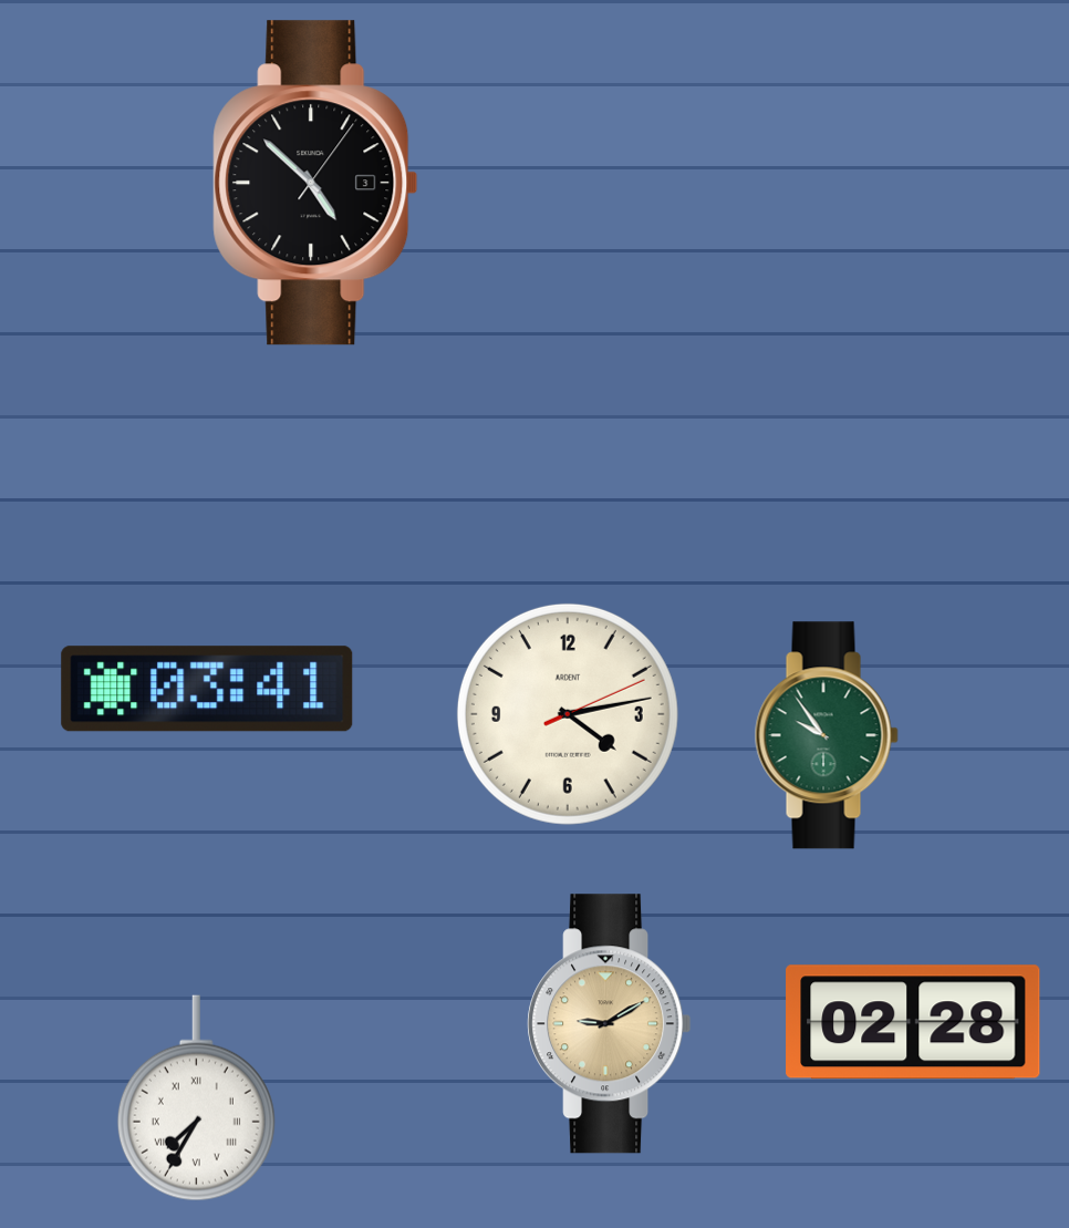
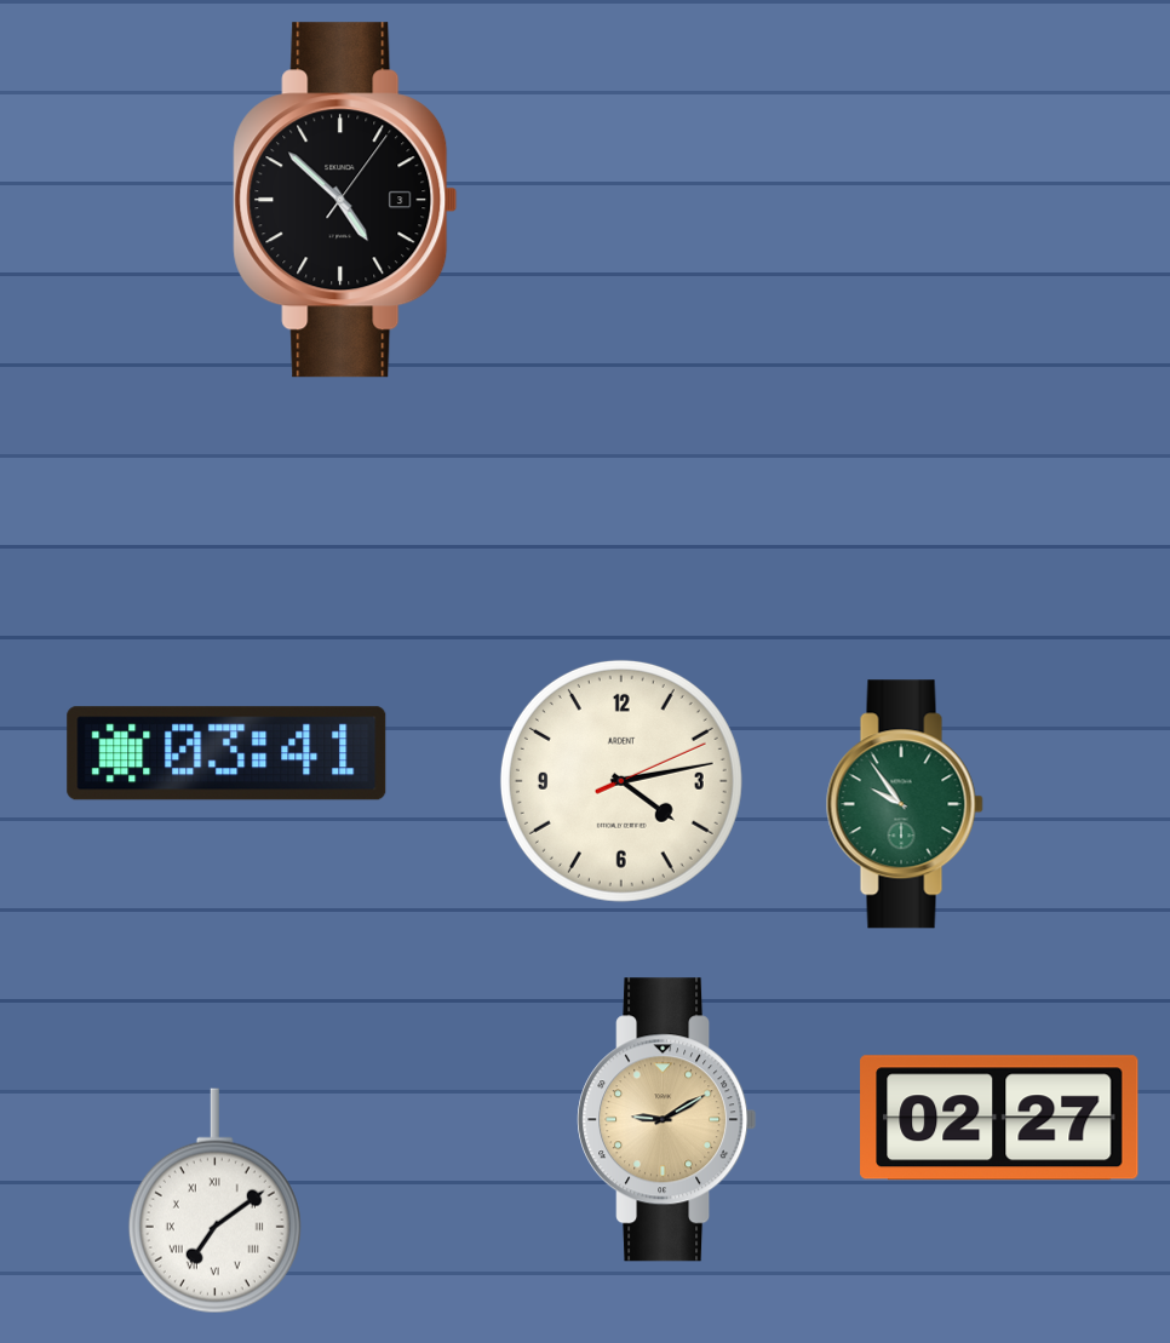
clock at (913, 1022): 02:28 -> 02:27
clock at (196, 1098): 7:35 -> 7:09
